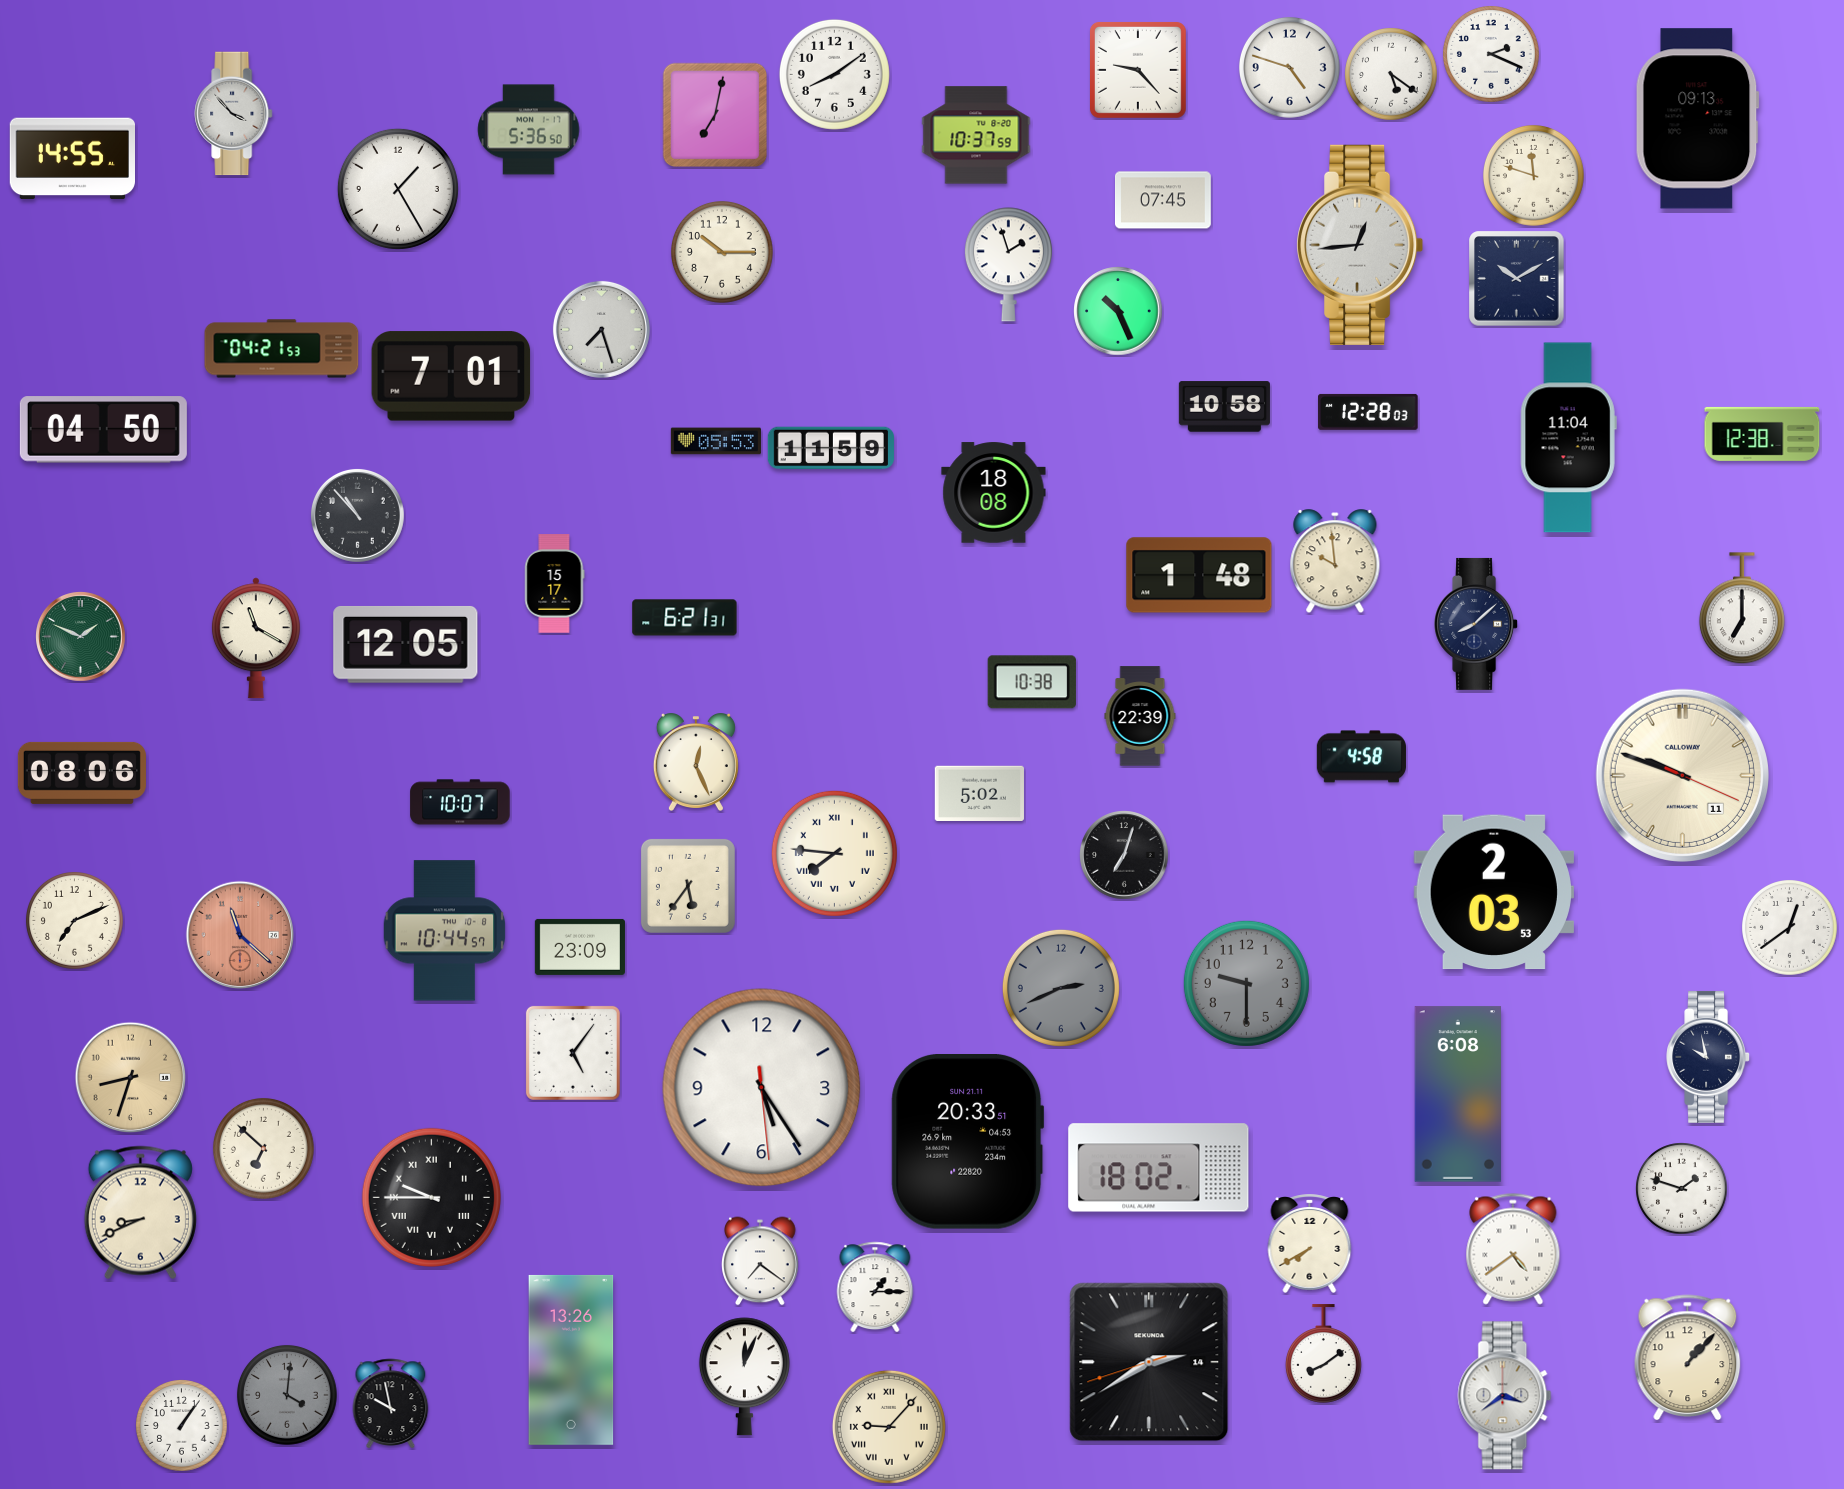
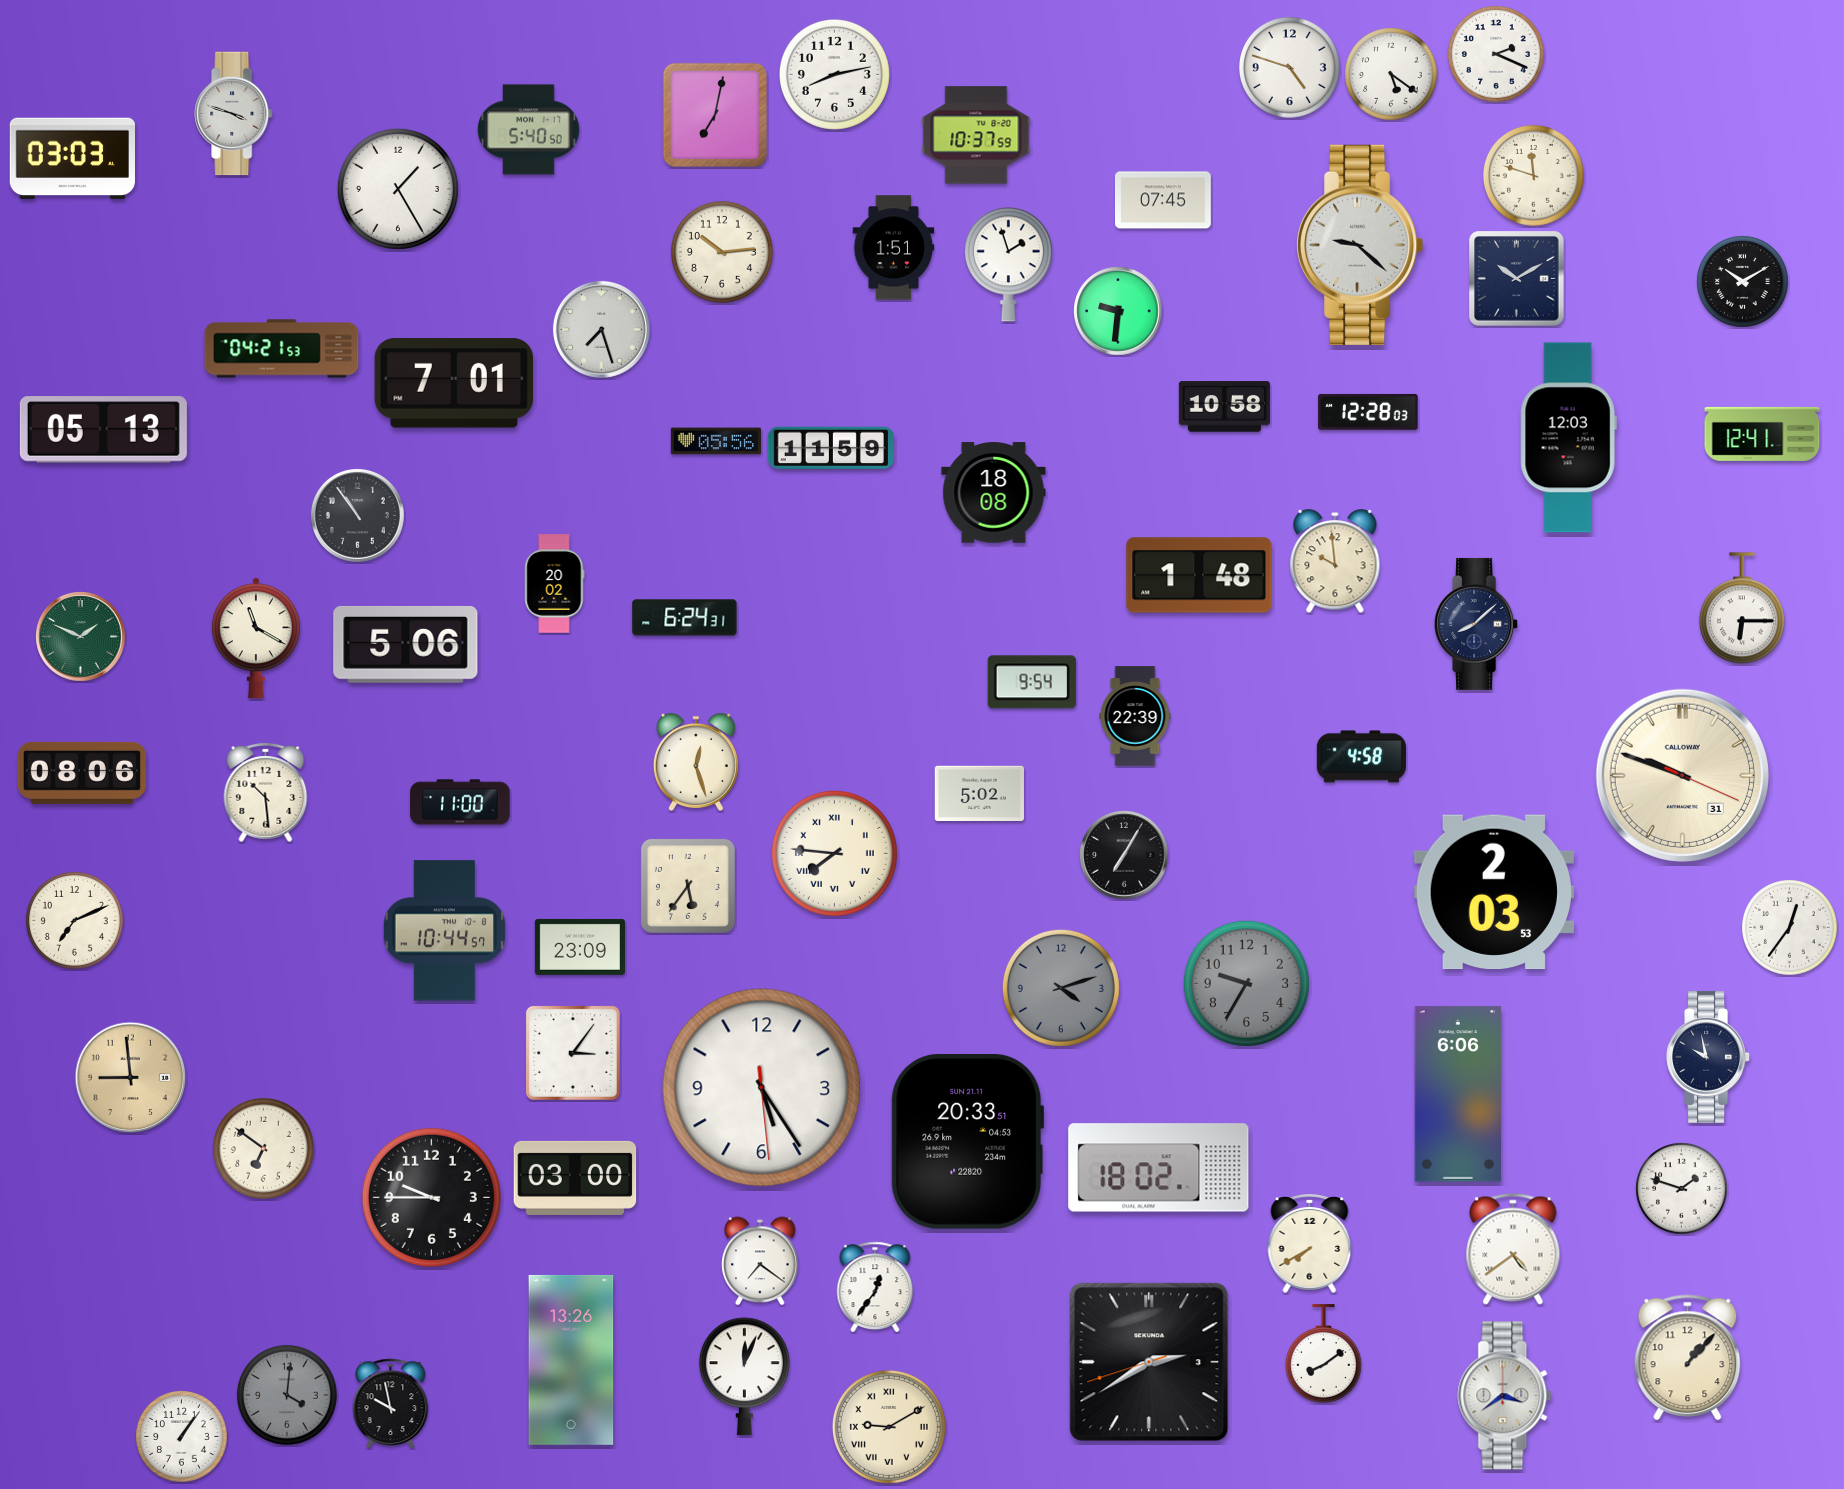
clock at (1492, 55) position: (1492, 55) -> (1497, 55)
clock at (1138, 70): 9:23 -> none
clock at (834, 74): 8:09 -> 8:13
clock at (234, 114): 3:53 -> 3:48
clock at (1697, 119): 09:13 -> none
clock at (529, 130): 5:36 -> 5:40
clock at (72, 159): 14:55 -> 03:03
clock at (1361, 245): 12:44 -> 9:22
clock at (894, 248): none -> 1:51
clock at (722, 252): 10:15 -> 10:14
clock at (1743, 282): none -> 10:10
clock at (1118, 311): 10:26 -> 9:31
clock at (451, 376) position: (451, 376) -> (454, 383)
clock at (103, 430): 04:50 -> 05:13
clock at (1762, 434): 12:38 -> 12:41
clock at (1568, 438): 11:04 -> 12:03
clock at (716, 441): 05:53 -> 05:56
clock at (357, 515): 10:53 -> 10:54
clock at (555, 584): 15:17 -> 20:02
clock at (1742, 609): 7:00 -> 6:15
clock at (685, 618): 6:21 -> 6:24
clock at (406, 644): 12:05 -> 5:06
clock at (1032, 682): 10:38 -> 9:54
clock at (1140, 716) position: (1140, 716) -> (1135, 716)
clock at (696, 762): 12:26 -> 12:27
clock at (1682, 775) date: 11 -> 31
clock at (266, 792): none -> 10:29
clock at (460, 802): 10:07 -> 11:00
clock at (1124, 855): 7:03 -> 7:05
clock at (1790, 928): 12:39 -> 12:36
clock at (240, 935): 11:22 -> none
clock at (1246, 983): 9:30 -> 9:35
clock at (1061, 988): 2:41 -> 4:12
clock at (573, 1053): 5:06 -> 3:06
clock at (131, 1078): 8:33 -> 8:59
clock at (1458, 1094): 6:08 -> 6:06
clock at (263, 1148): 6:52 -> 6:51
clock at (575, 1178): none -> 03:00
clock at (431, 1197) numerals: Roman -> Arabic
clock at (140, 1213): 8:41 -> none
clock at (875, 1287): 1:15 -> 12:36
clock at (1149, 1362) date: 14 -> 3
clock at (182, 1426) position: (182, 1426) -> (182, 1437)
clock at (889, 1427): 9:07 -> 9:10
